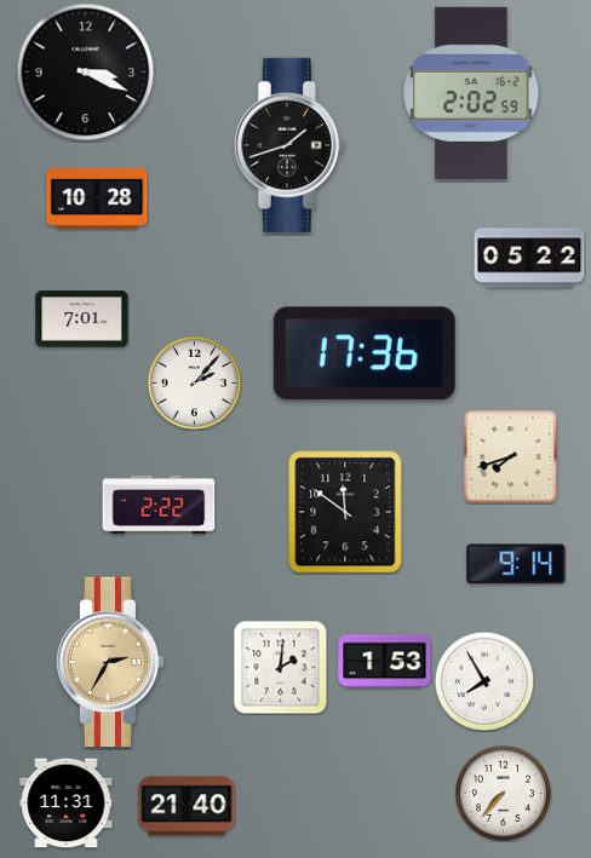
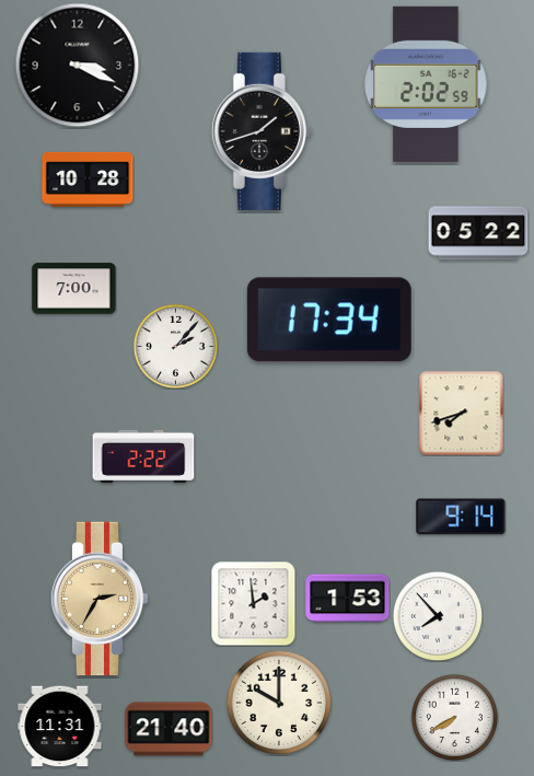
clock at (82, 319): 7:01 -> 7:00
clock at (365, 353): 17:36 -> 17:34
clock at (345, 512): 11:51 -> none
clock at (516, 564) position: (516, 564) -> (461, 517)
clock at (280, 667): 2:01 -> 1:59
clock at (483, 680): 7:55 -> 7:53
clock at (279, 703): none -> 10:00
clock at (503, 793): 7:37 -> 7:40
